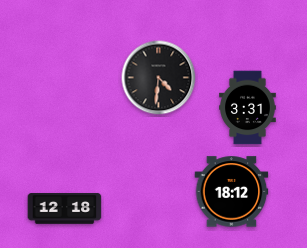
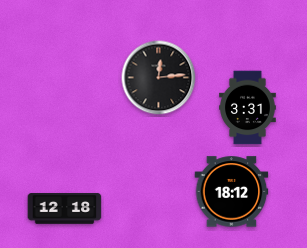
clock at (159, 78): 4:31 -> 12:14
